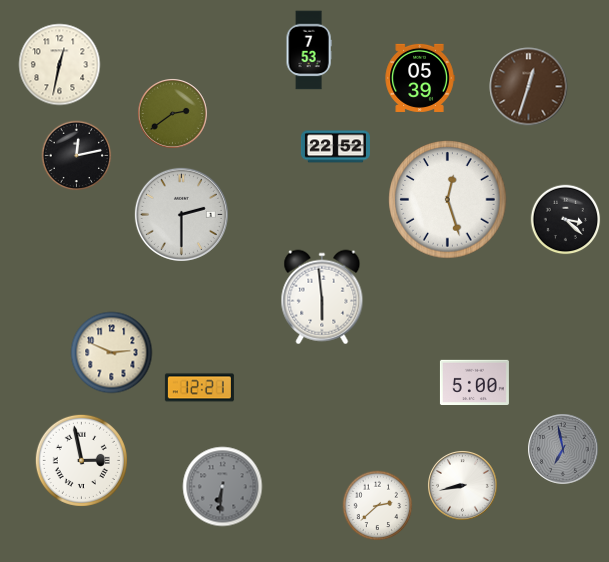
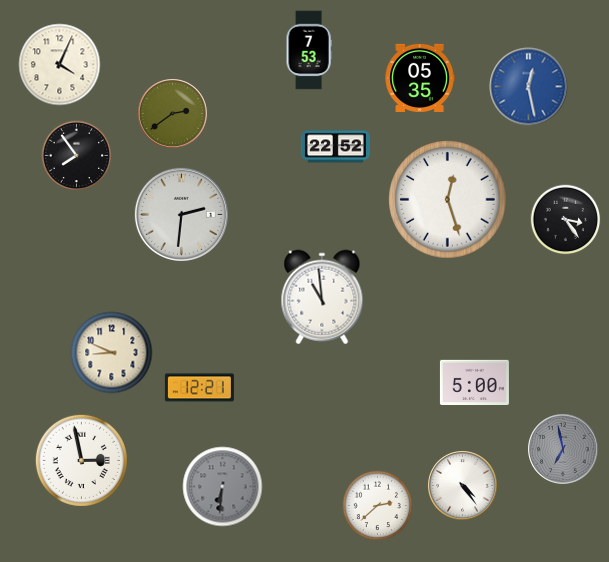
clock at (60, 65): 12:32 -> 4:04
clock at (420, 78): 05:39 -> 05:35
clock at (529, 87): 12:33 -> 12:28
clock at (529, 87) dial: brown -> blue
clock at (77, 156): 12:13 -> 7:54
clock at (181, 214): 2:30 -> 2:31
clock at (566, 220): 3:22 -> 3:24
clock at (322, 297): 5:59 -> 10:59
clock at (112, 353): 2:49 -> 8:49
clock at (463, 486): 8:43 -> 4:24
